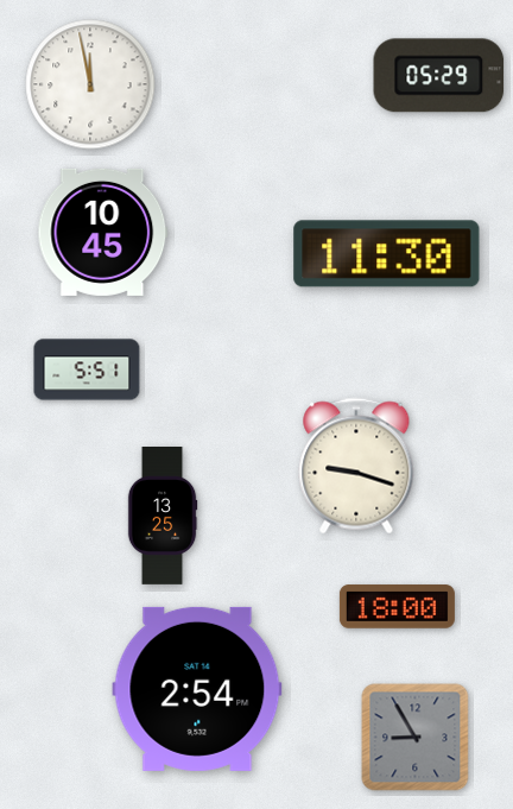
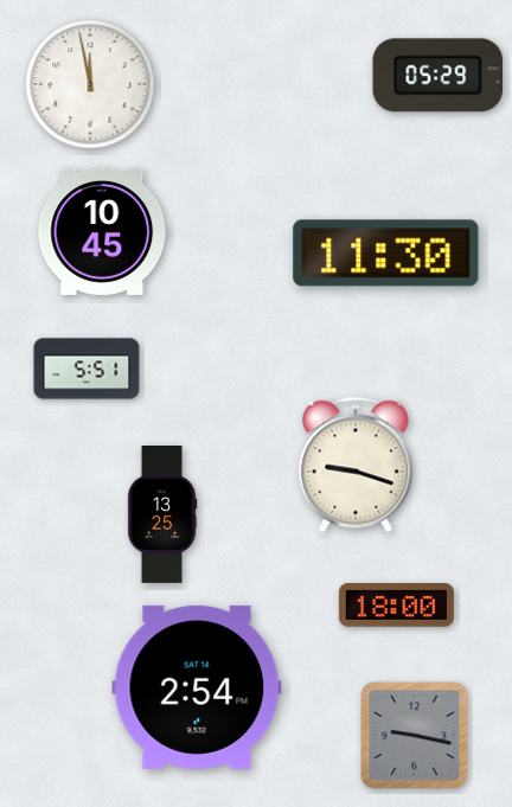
clock at (416, 738): 8:55 -> 9:17
